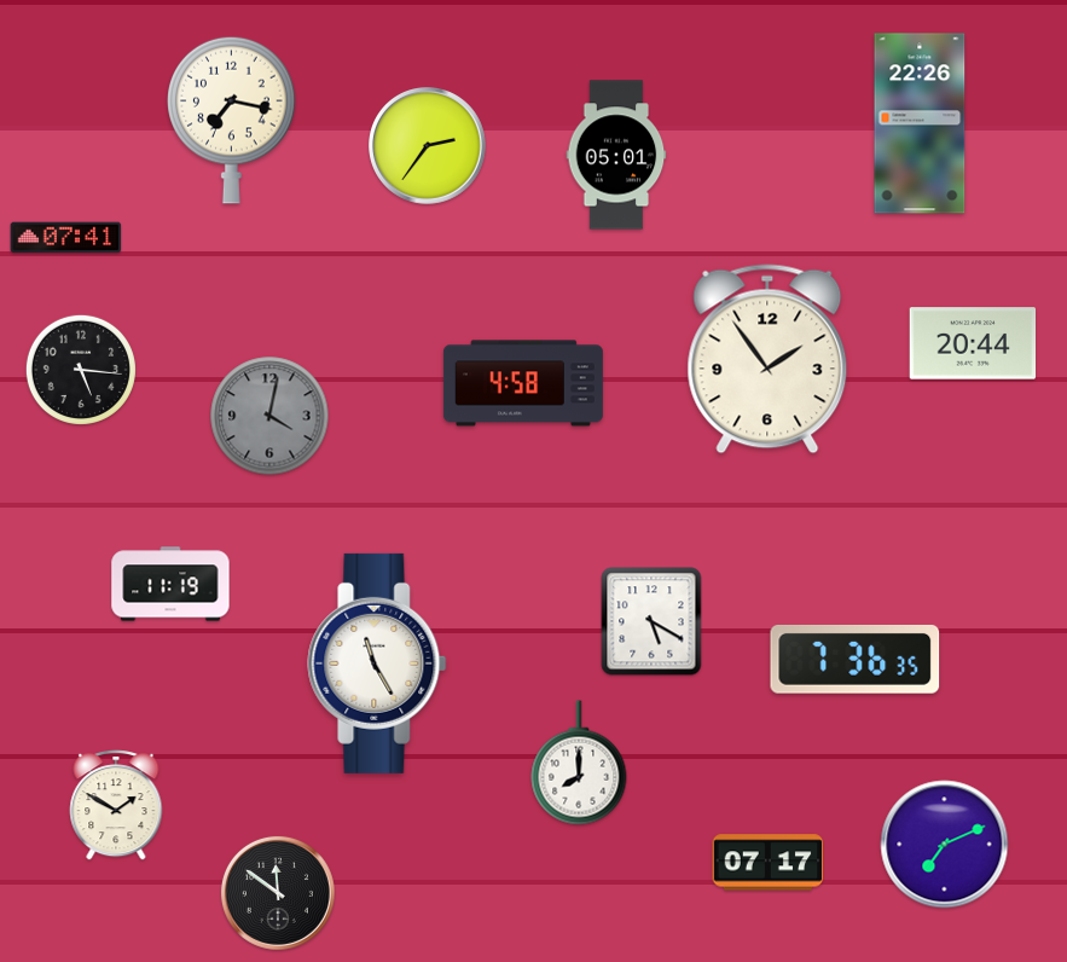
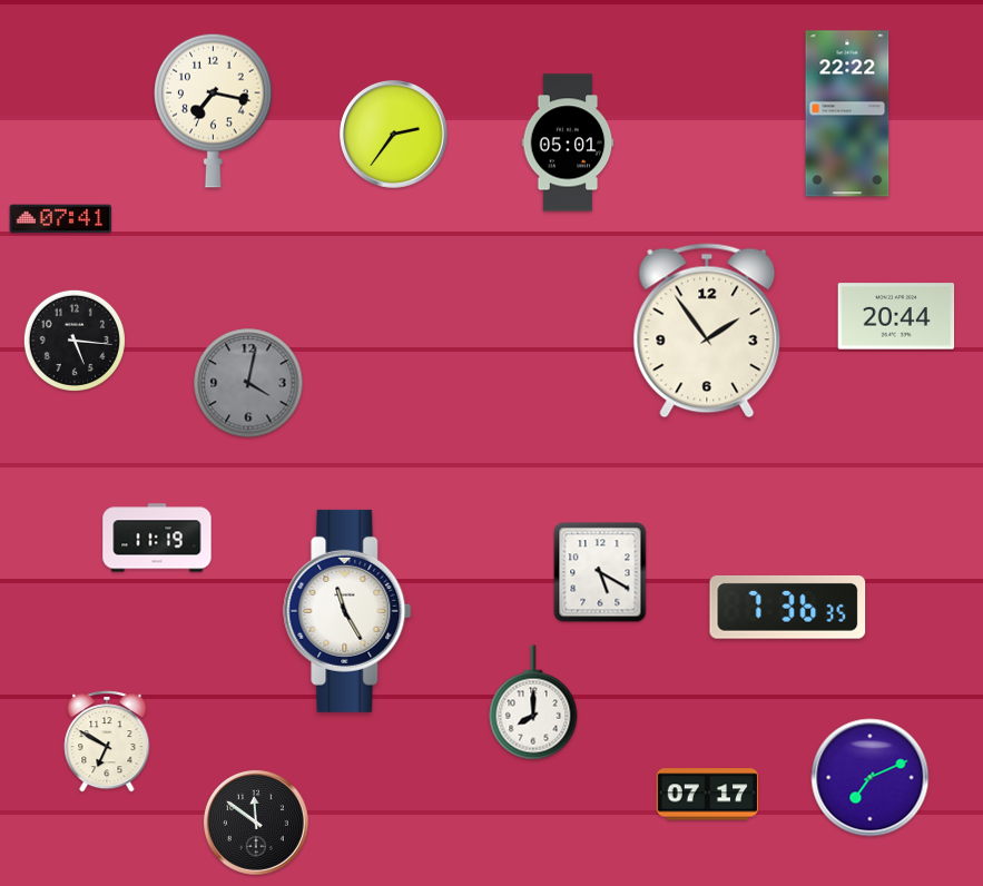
clock at (920, 123): 22:26 -> 22:22
clock at (523, 383): 4:58 -> none
clock at (116, 805): 1:50 -> 6:50
